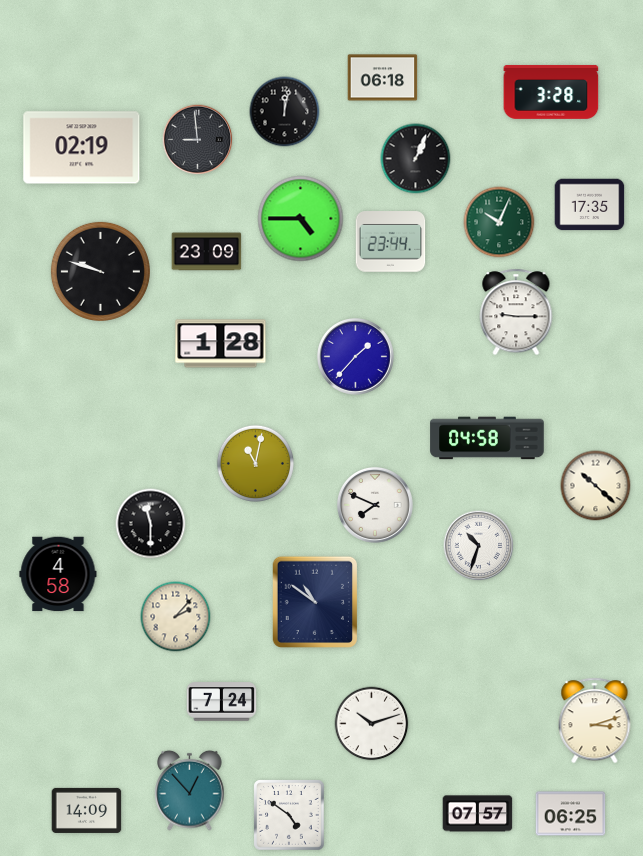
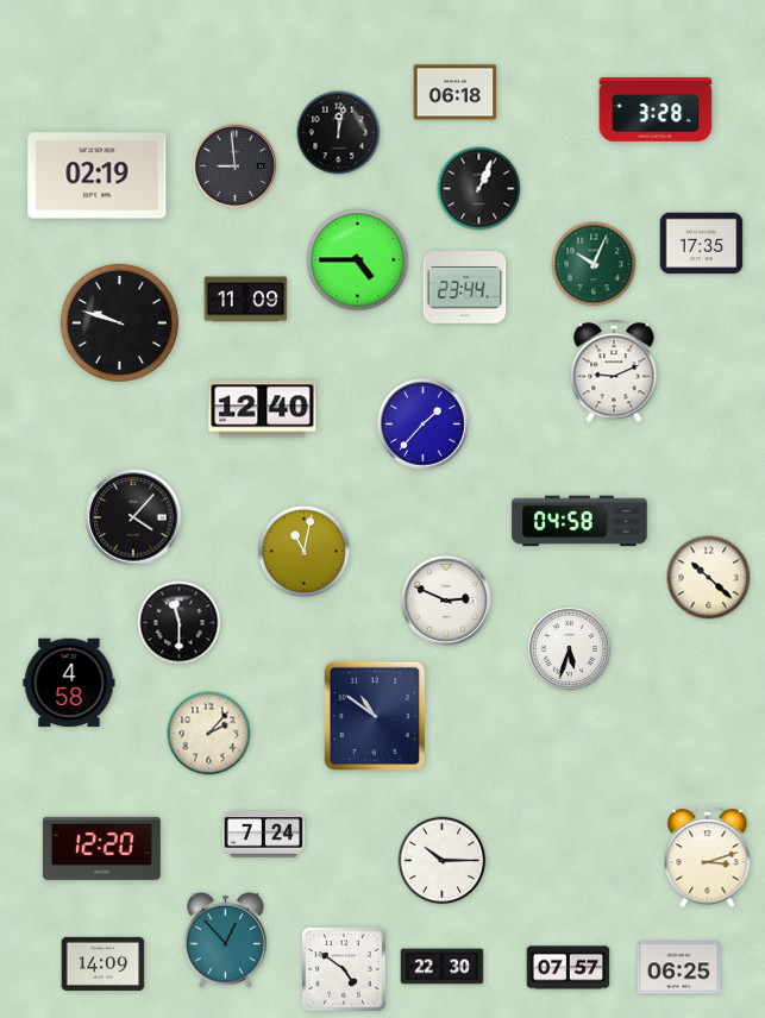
clock at (416, 159) position: (416, 159) -> (479, 189)
clock at (207, 252): 23:09 -> 11:09
clock at (516, 312): 9:15 -> 9:11
clock at (221, 344): 1:28 -> 12:40
clock at (133, 517): none -> 4:07
clock at (375, 505): 7:49 -> 2:49
clock at (479, 546): 10:33 -> 5:33
clock at (101, 848): none -> 12:20
clock at (372, 724): 10:12 -> 10:15
clock at (443, 967): none -> 22:30
